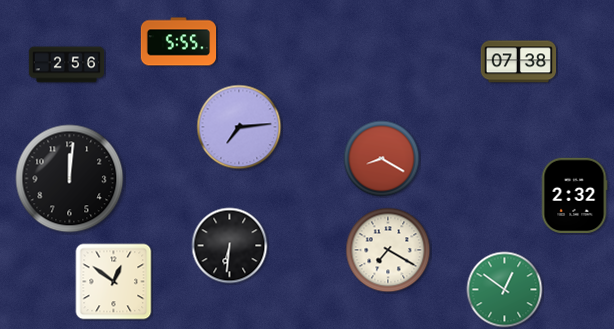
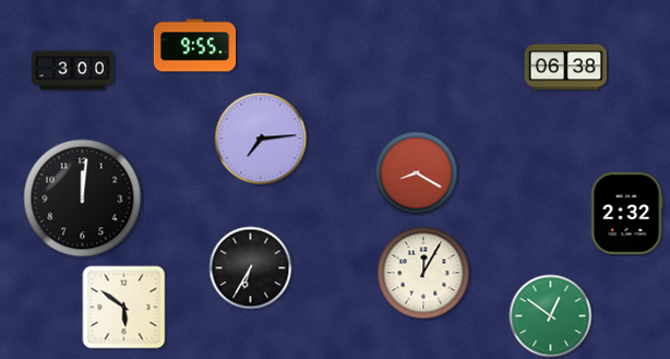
clock at (179, 42): 5:55 -> 9:55
clock at (519, 62): 07:38 -> 06:38
clock at (67, 65): 2:56 -> 3:00
clock at (70, 179) position: (70, 179) -> (83, 199)
clock at (230, 246): 6:31 -> 6:35
clock at (388, 250): 7:20 -> 12:05
clock at (114, 282): 12:51 -> 5:51
